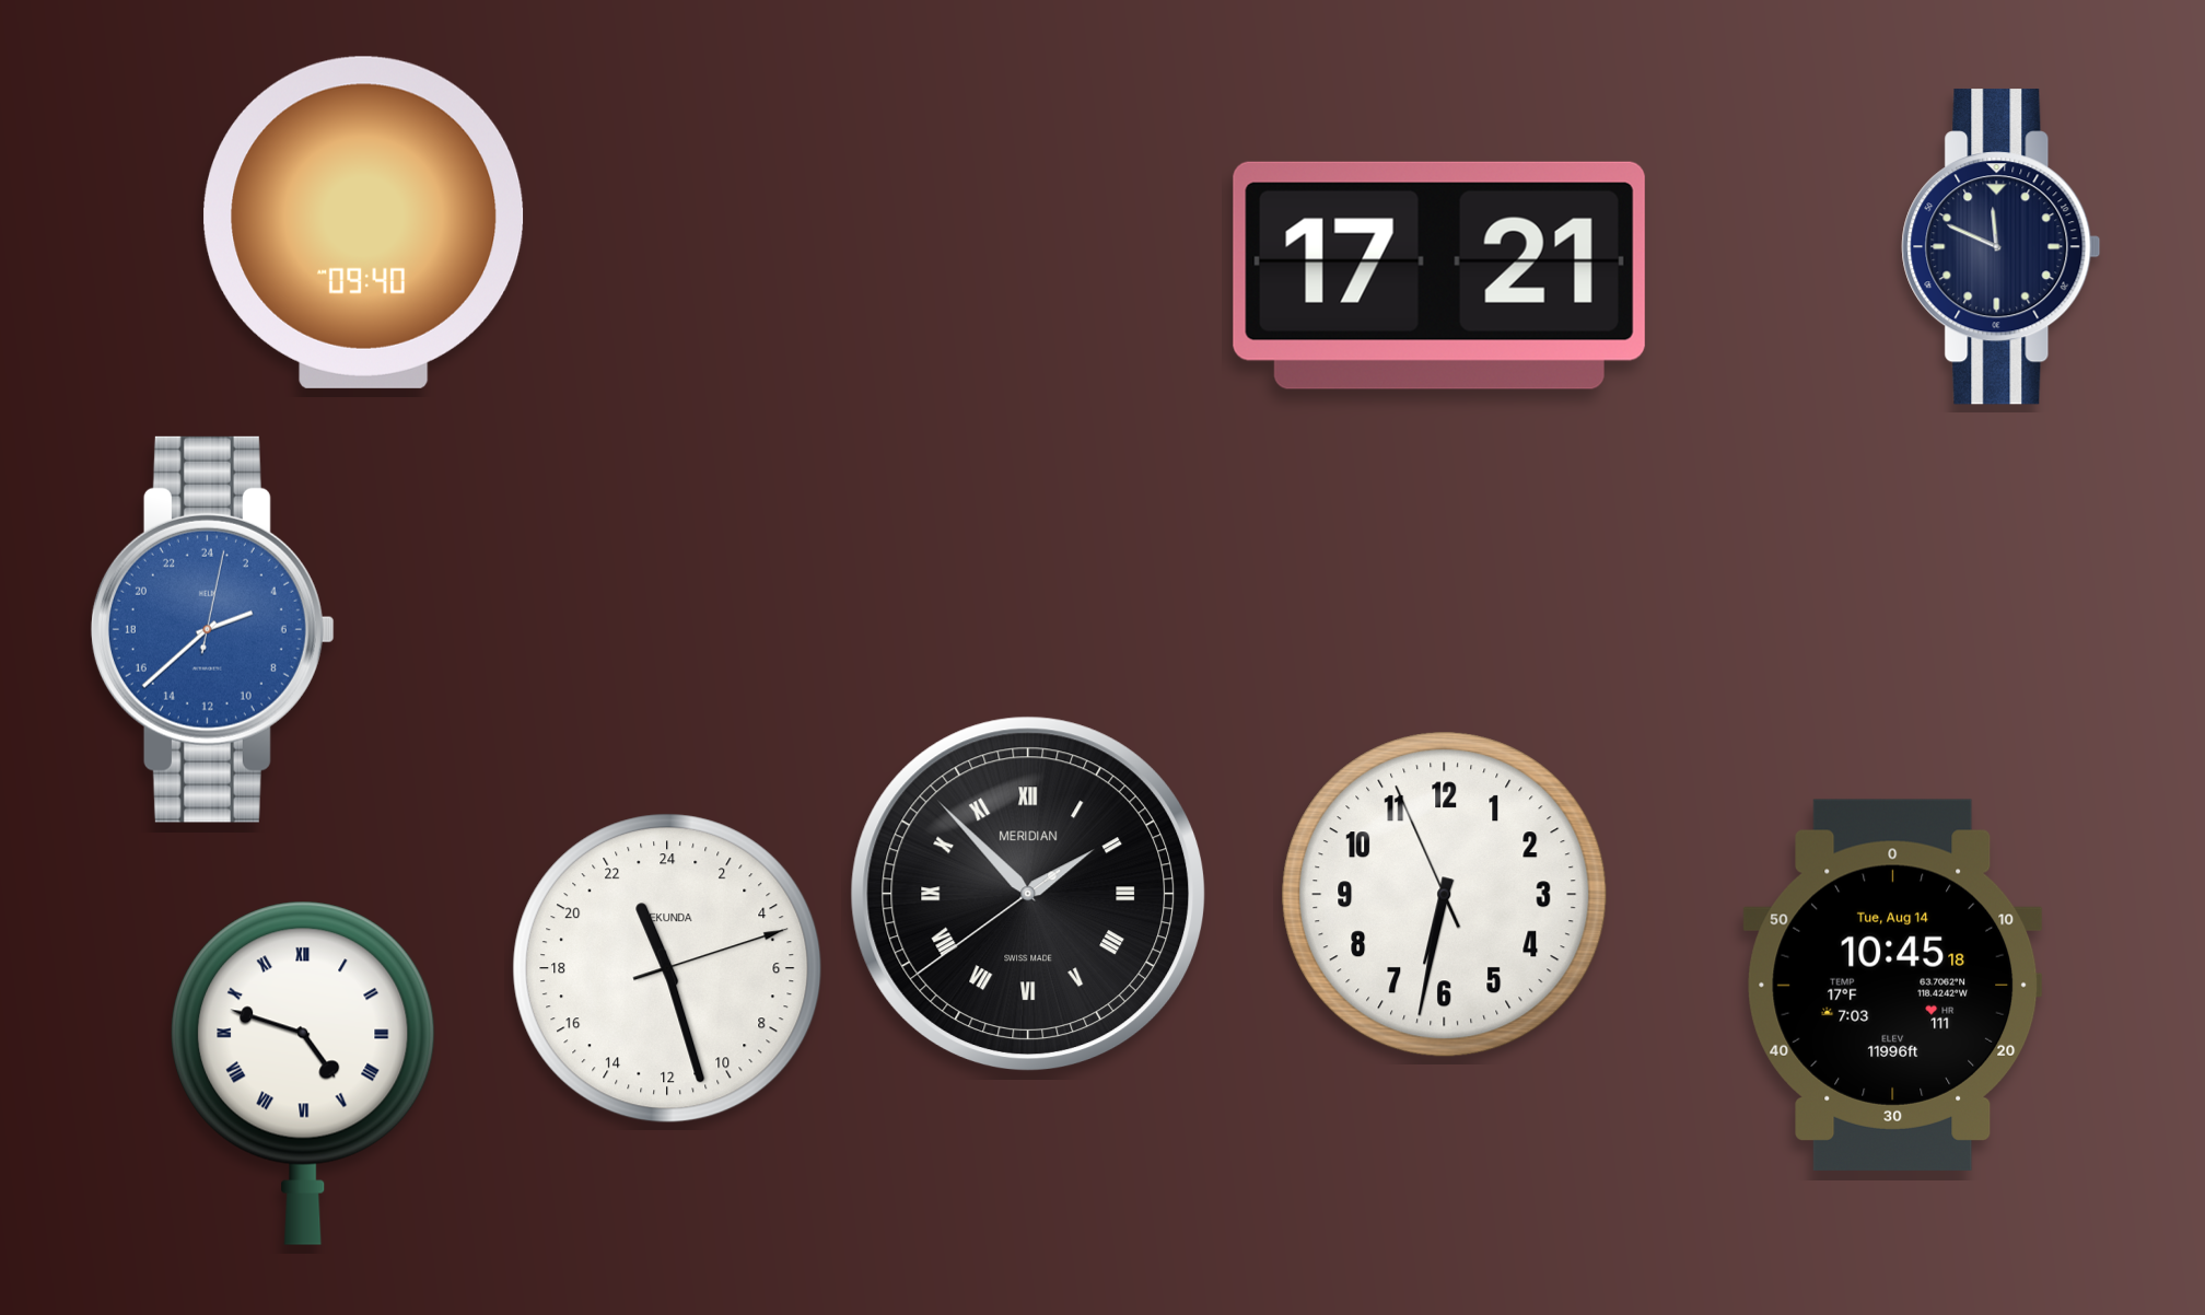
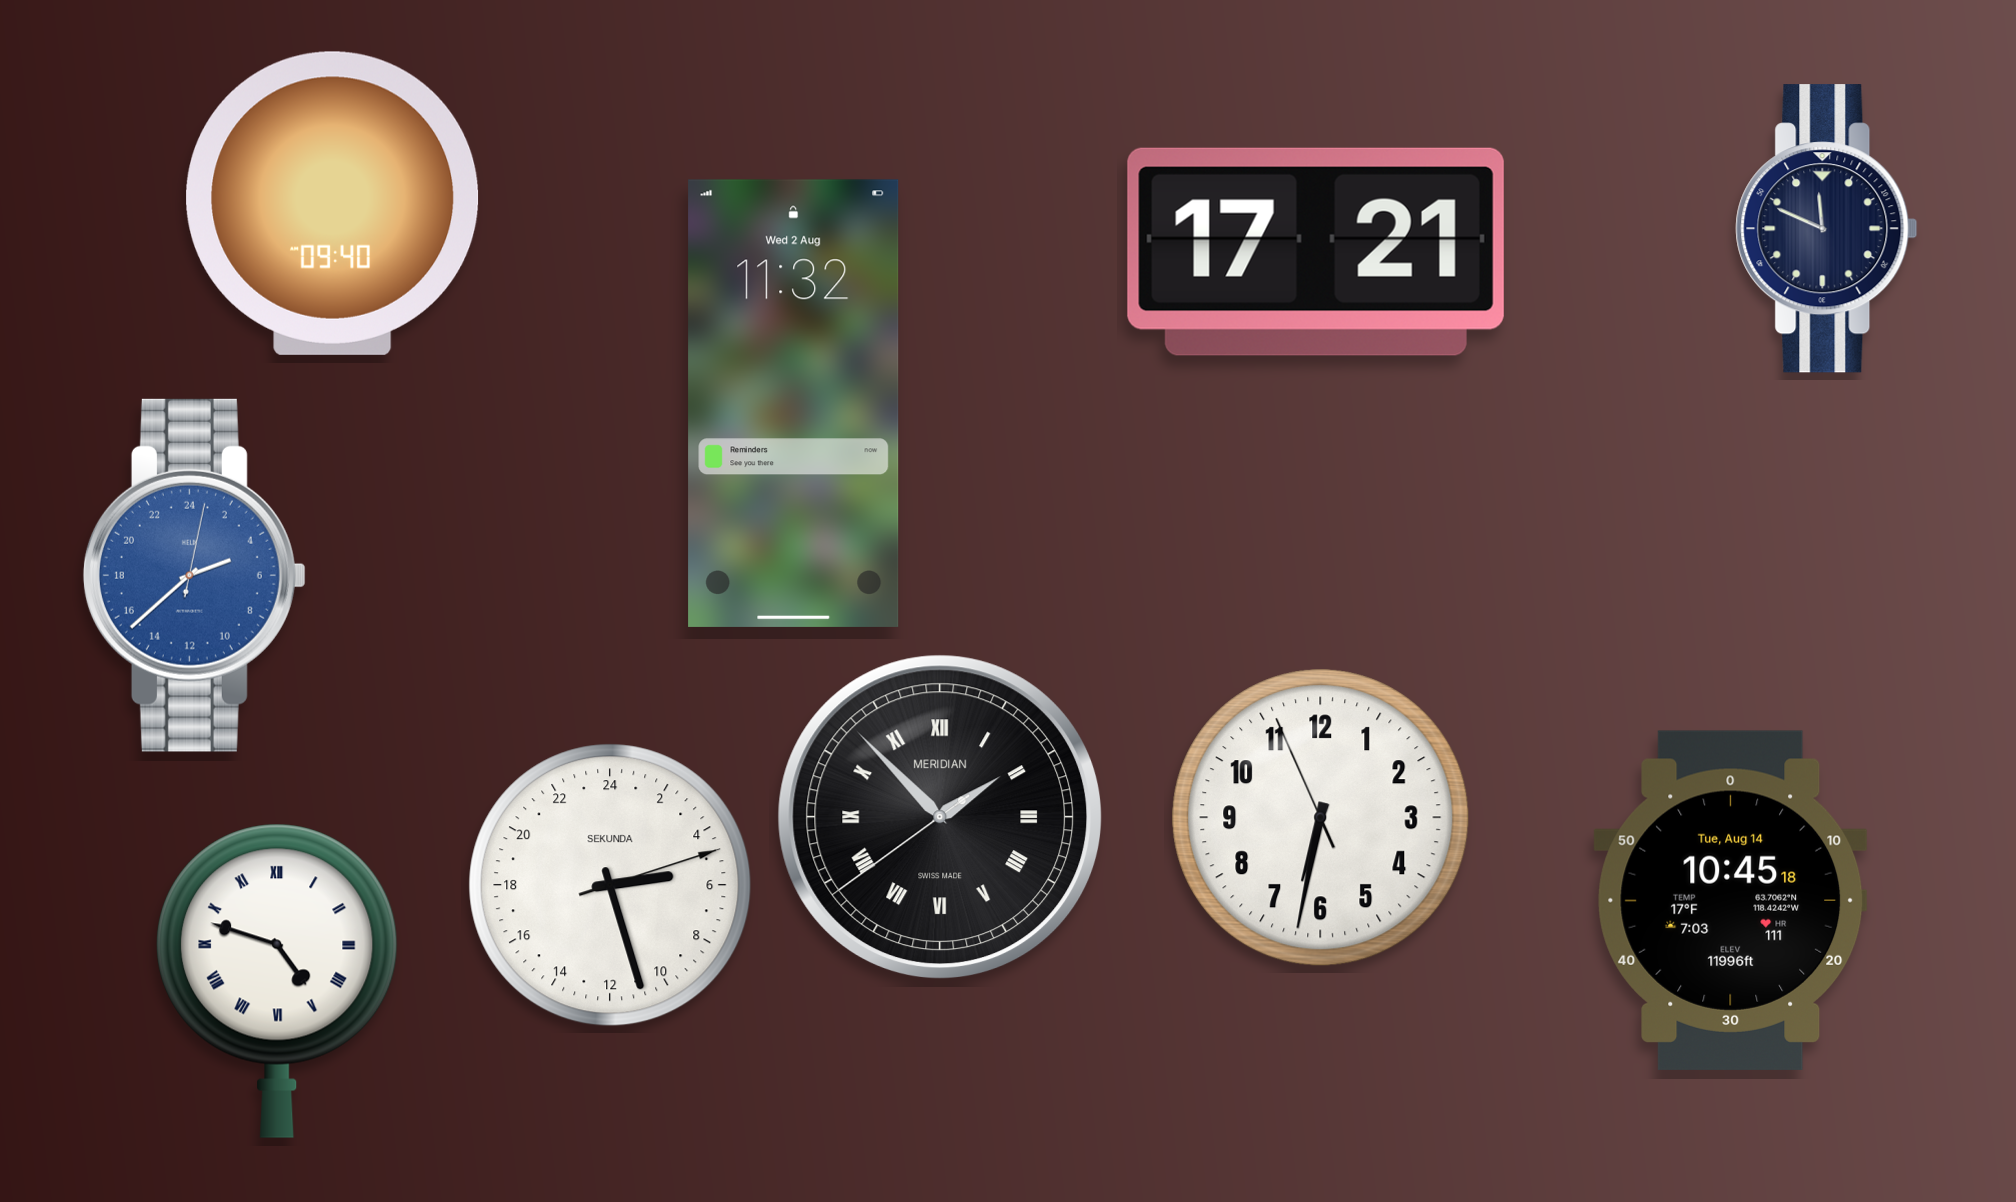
clock at (2002, 247) position: (2002, 247) -> (1827, 229)
clock at (794, 403): none -> 11:32
clock at (667, 968): 22:27 -> 5:27
